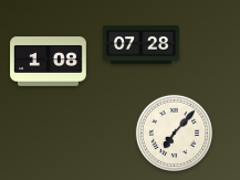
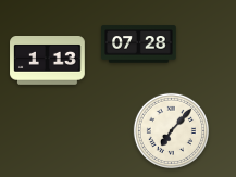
clock at (49, 62): 1:08 -> 1:13
